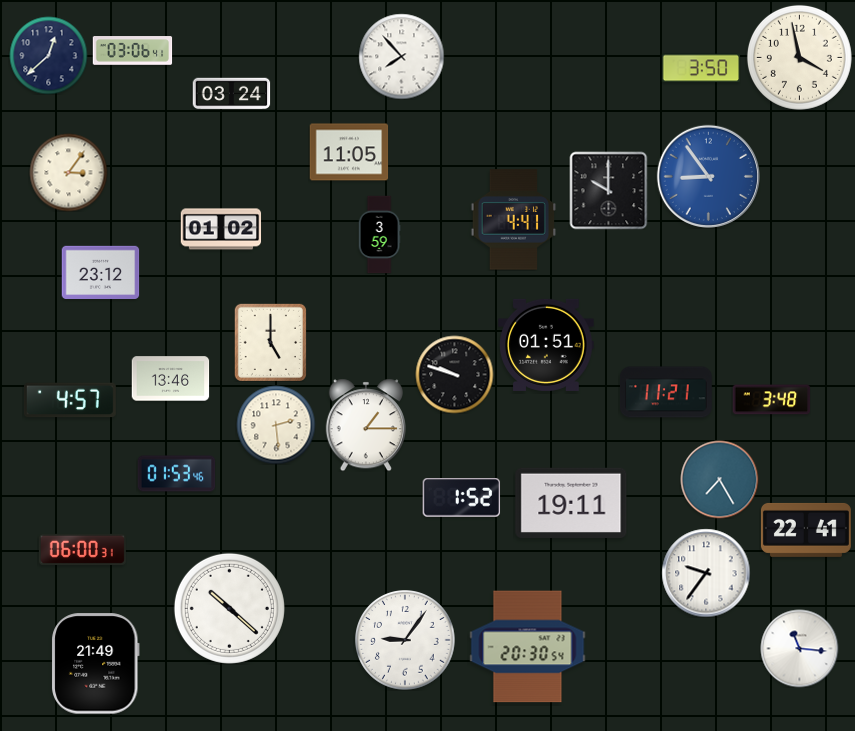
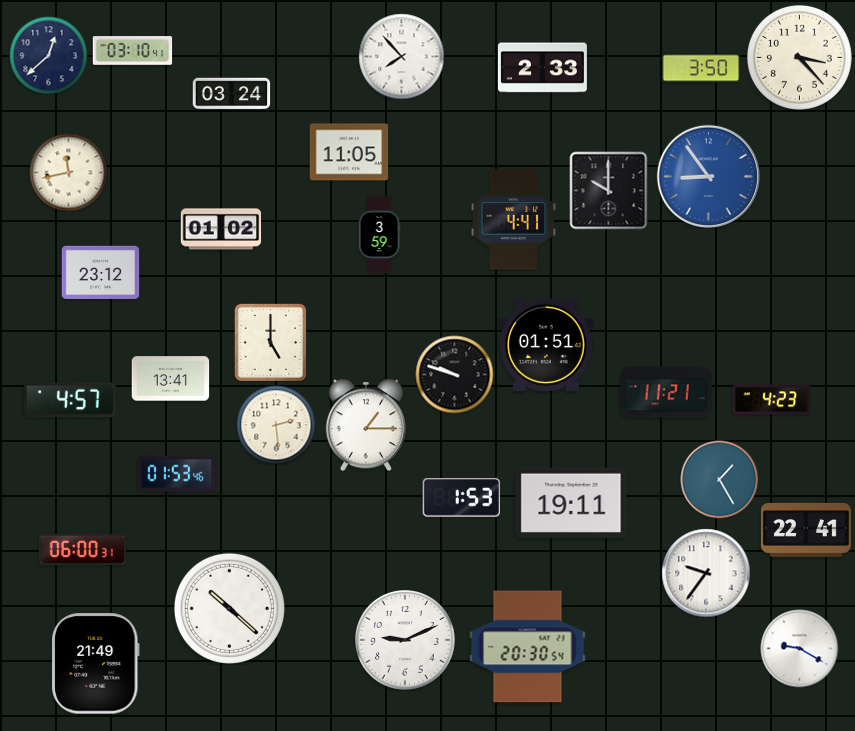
clock at (132, 51): 03:06 -> 03:10
clock at (799, 57): 3:58 -> 3:23
clock at (542, 68): none -> 2:33
clock at (68, 172): 3:06 -> 11:43
clock at (170, 379): 13:46 -> 13:41
clock at (771, 400): 3:48 -> 4:23
clock at (719, 479): 7:25 -> 1:25
clock at (461, 498): 1:52 -> 1:53
clock at (406, 641): 9:06 -> 9:11
clock at (799, 648): 11:16 -> 9:20
